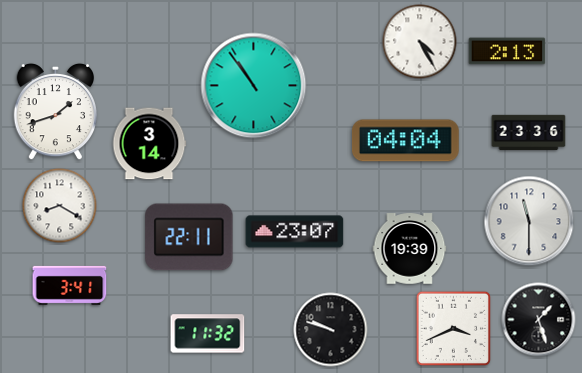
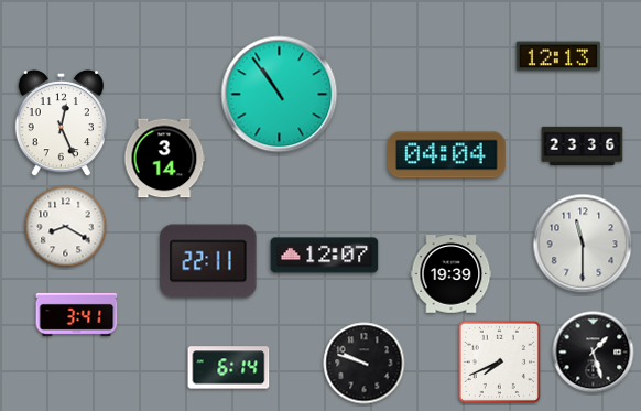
clock at (420, 42): 4:25 -> none
clock at (507, 51): 2:13 -> 12:13
clock at (55, 112): 1:42 -> 12:26
clock at (295, 232): 23:07 -> 12:07
clock at (453, 328): 3:41 -> 7:41
clock at (208, 334): 11:32 -> 6:14
